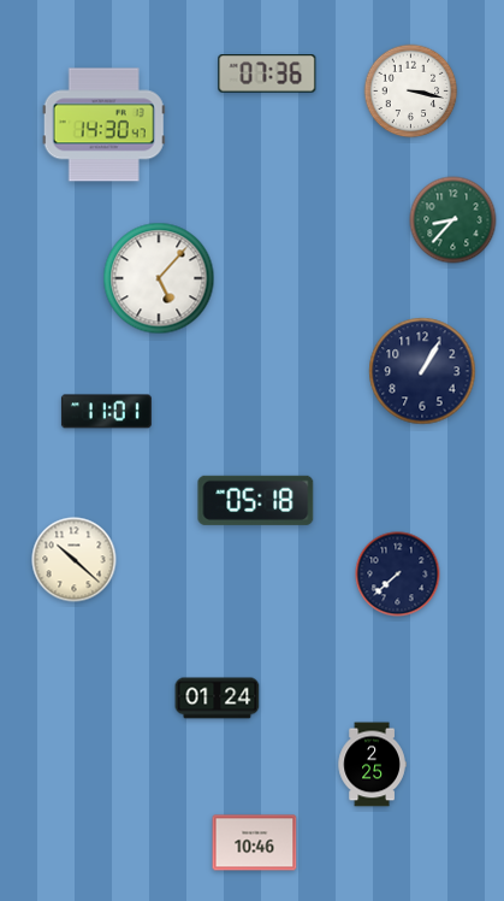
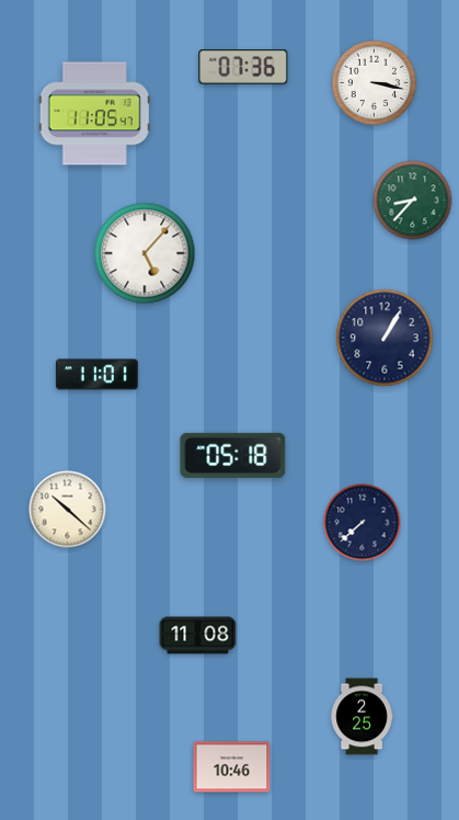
clock at (103, 125): 14:30 -> 11:05
clock at (218, 699): 01:24 -> 11:08
clock at (372, 765) position: (372, 765) -> (362, 717)
